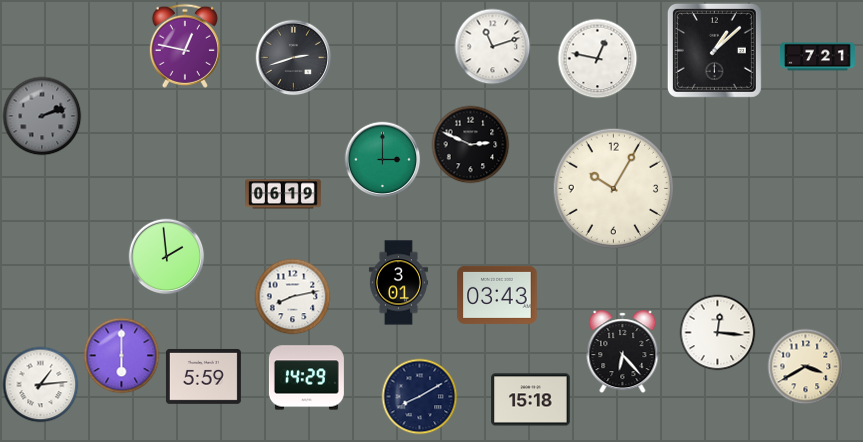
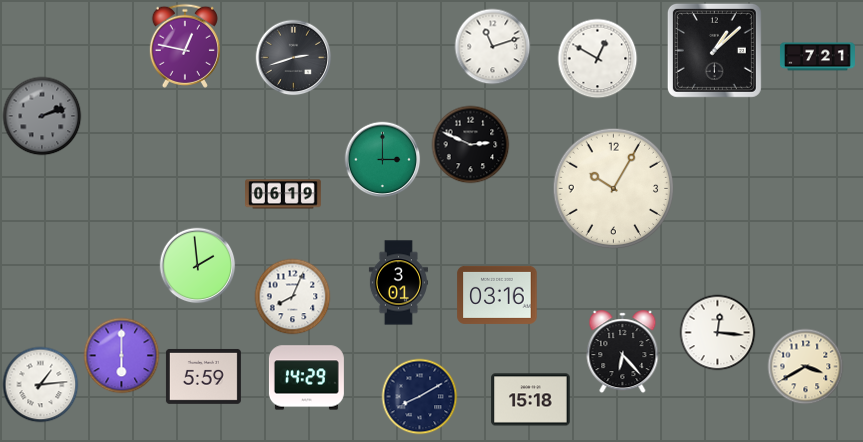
clock at (598, 59): 12:47 -> 12:50
clock at (167, 257) position: (167, 257) -> (198, 266)
clock at (497, 295): 03:43 -> 03:16
clock at (293, 297): 8:13 -> 8:04
